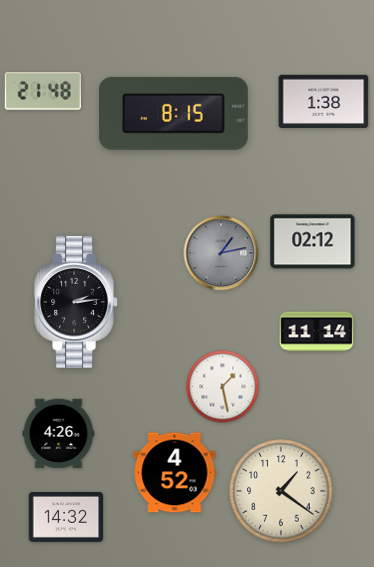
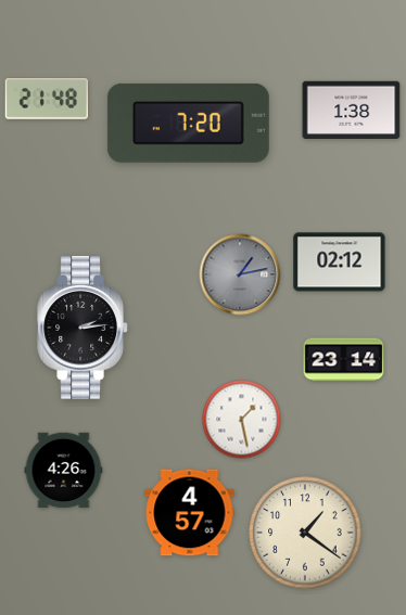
clock at (173, 113): 8:15 -> 7:20
clock at (317, 332): 11:14 -> 23:14
clock at (175, 473): 4:52 -> 4:57
clock at (66, 517): 14:32 -> none
